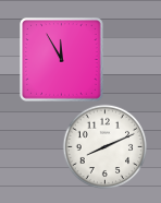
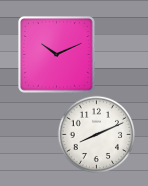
clock at (62, 60): 11:55 -> 10:11
